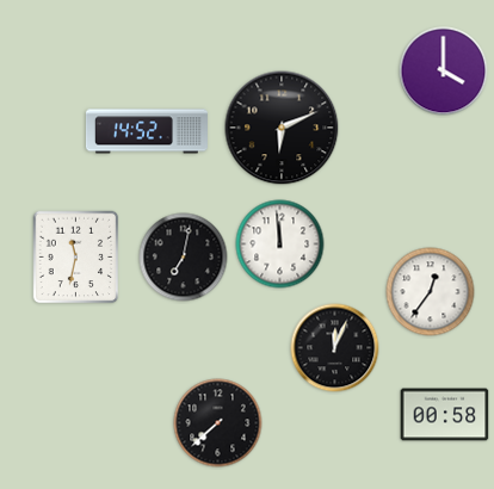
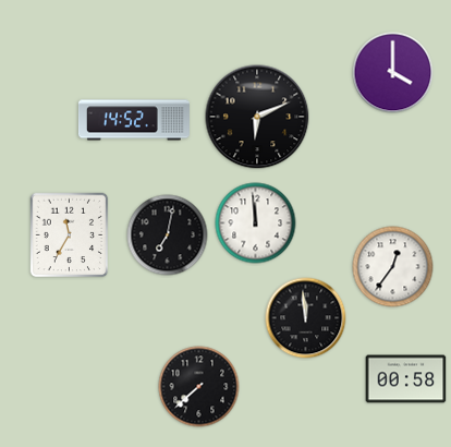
clock at (444, 72) position: (444, 72) -> (393, 73)
clock at (76, 258): 11:32 -> 11:35
clock at (335, 348): 12:04 -> 11:59
